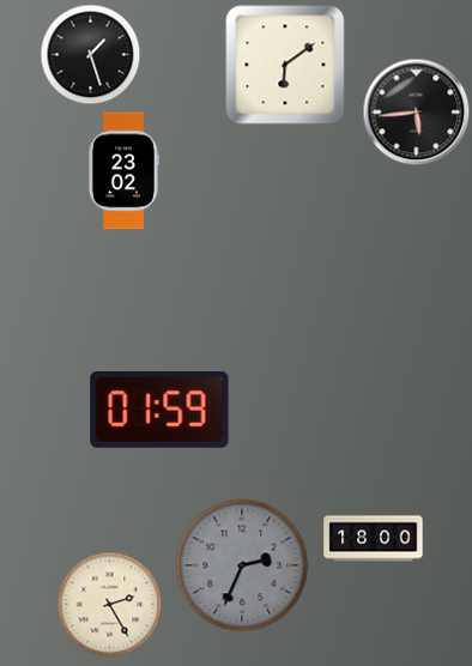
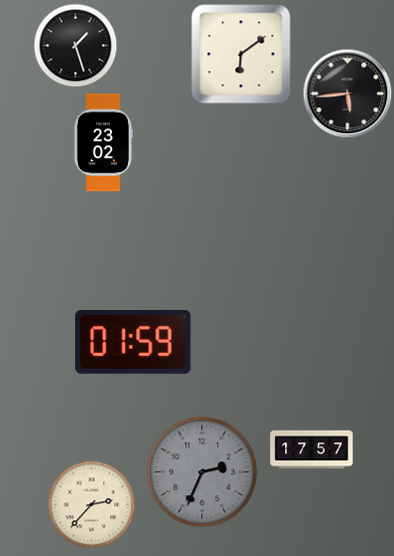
clock at (285, 65) position: (285, 65) -> (241, 54)
clock at (374, 539): 18:00 -> 17:57
clock at (110, 605): 2:25 -> 2:37
